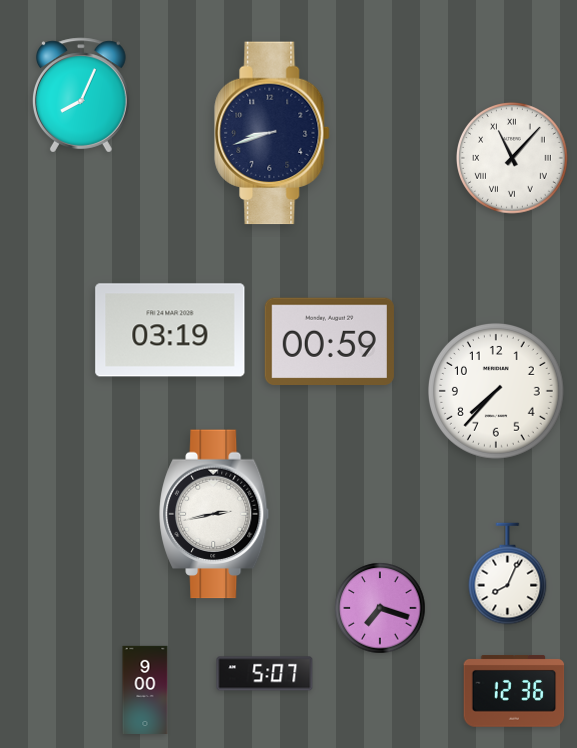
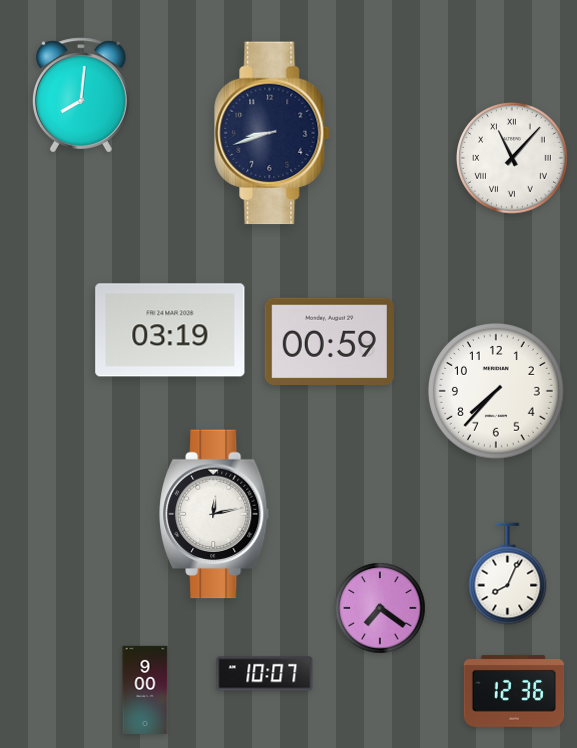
clock at (81, 95): 8:04 -> 8:01
clock at (215, 514): 2:43 -> 12:13
clock at (380, 608): 7:18 -> 7:21
clock at (265, 674): 5:07 -> 10:07
